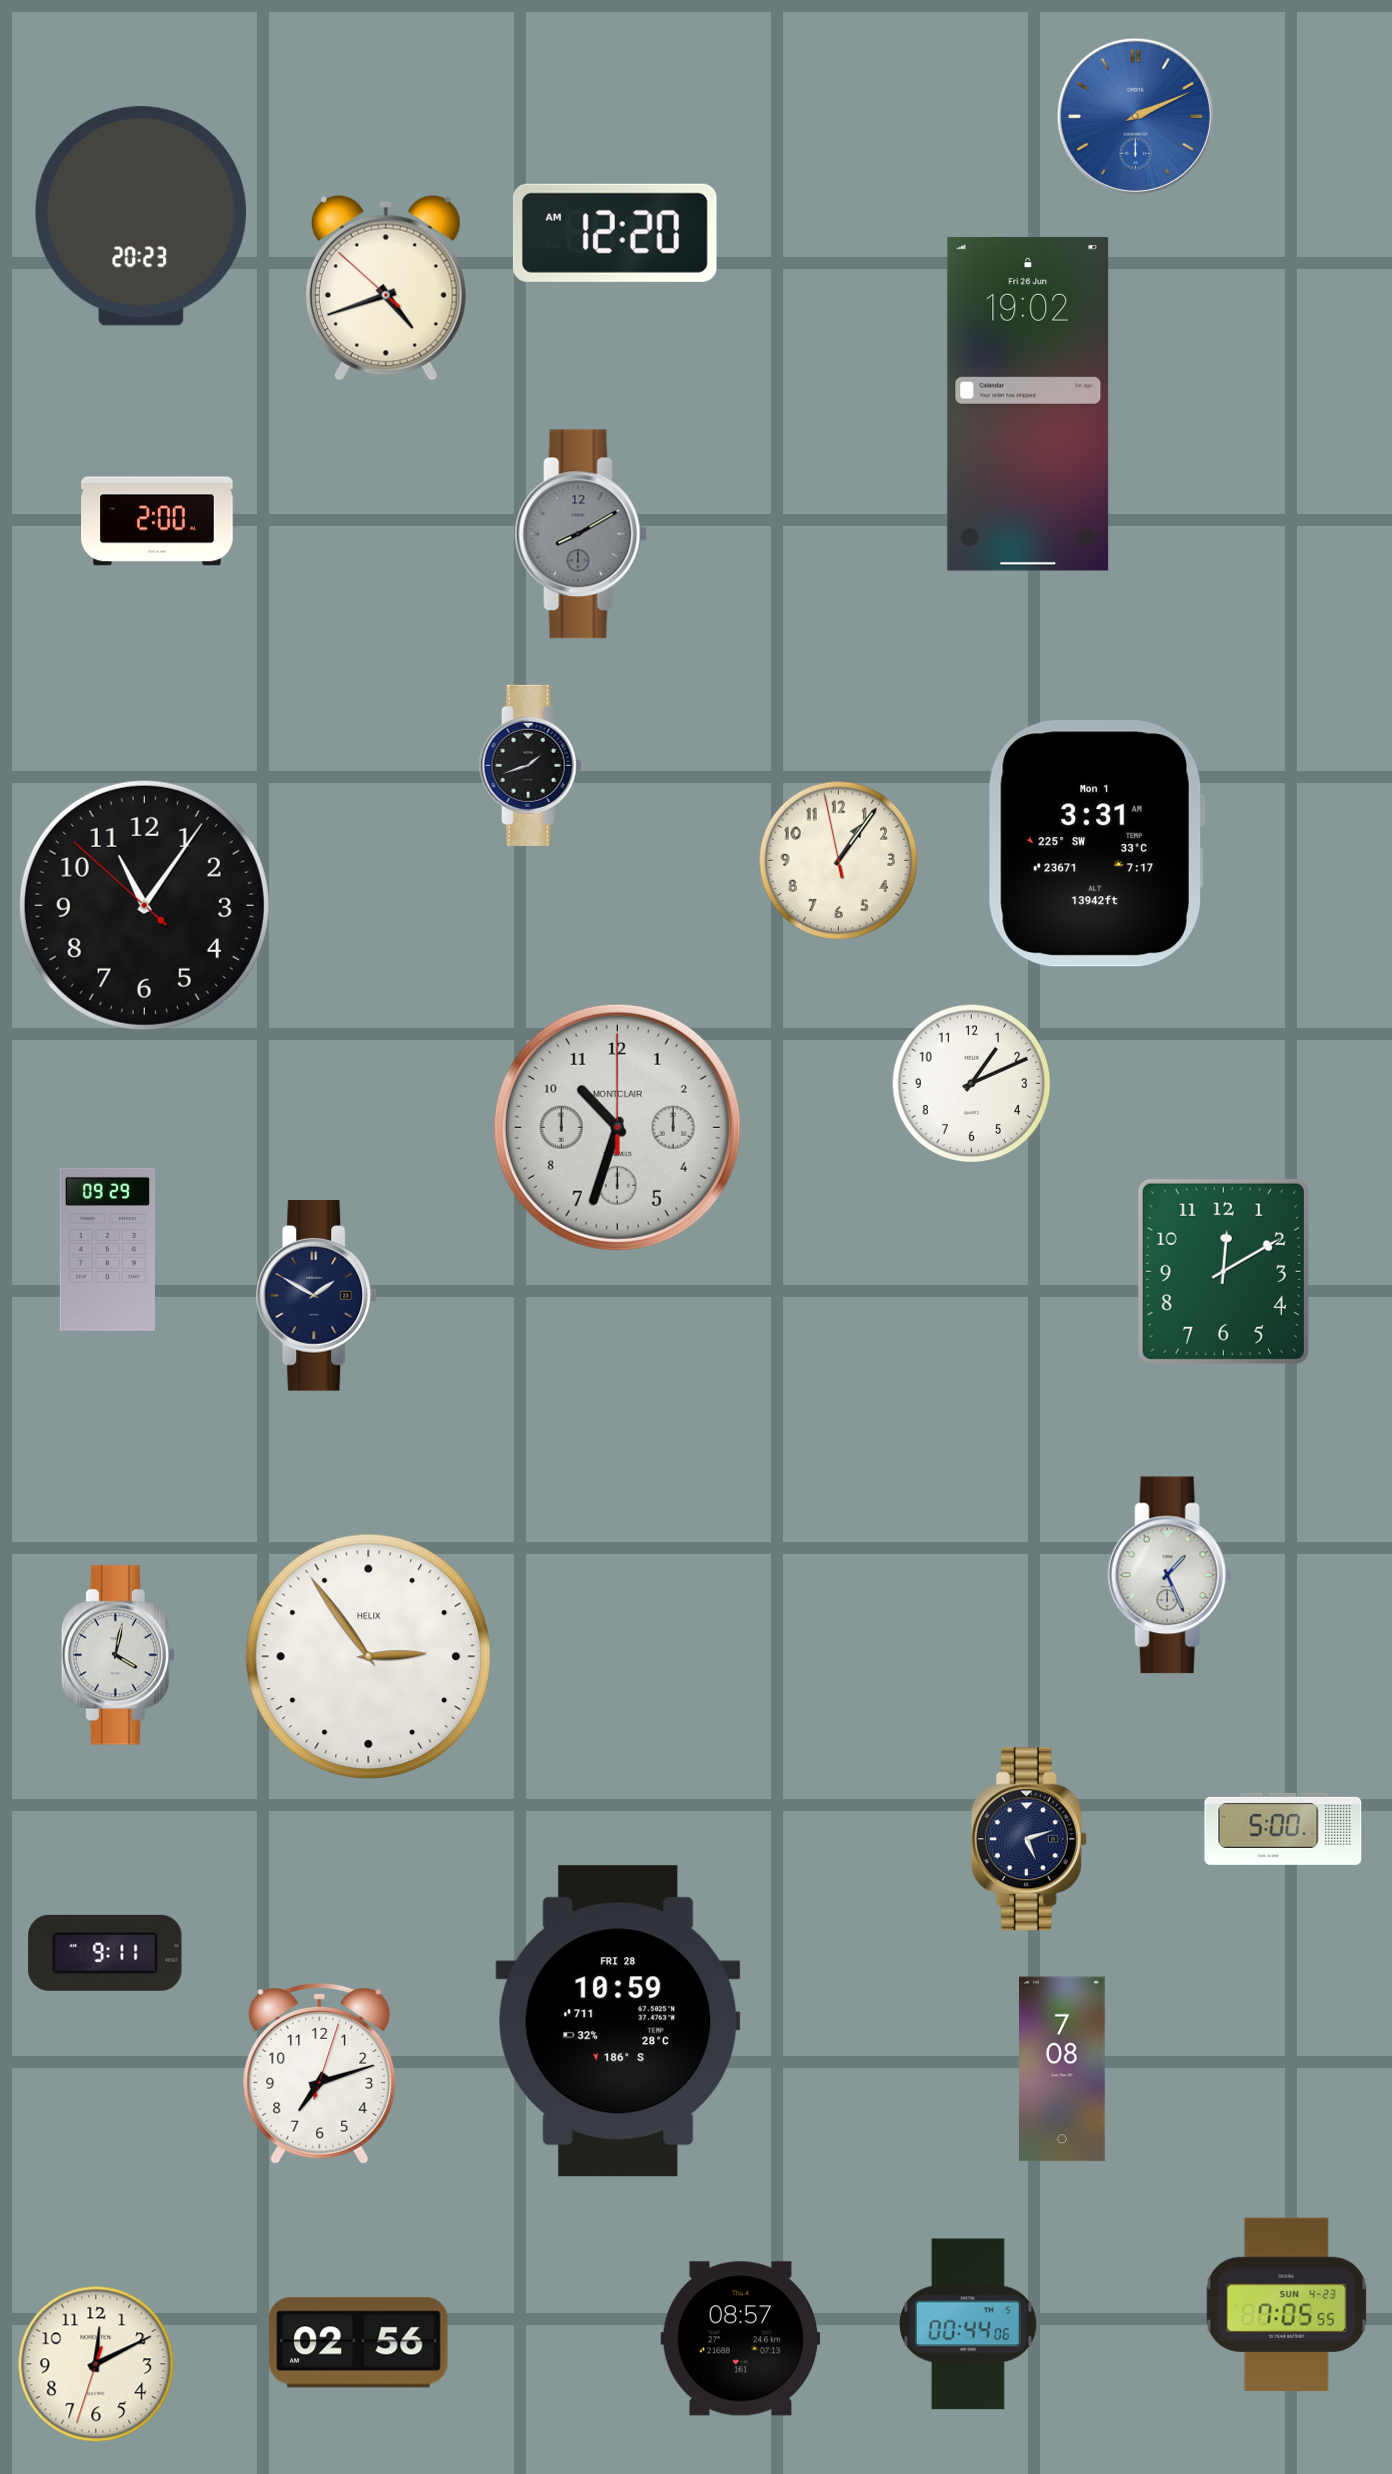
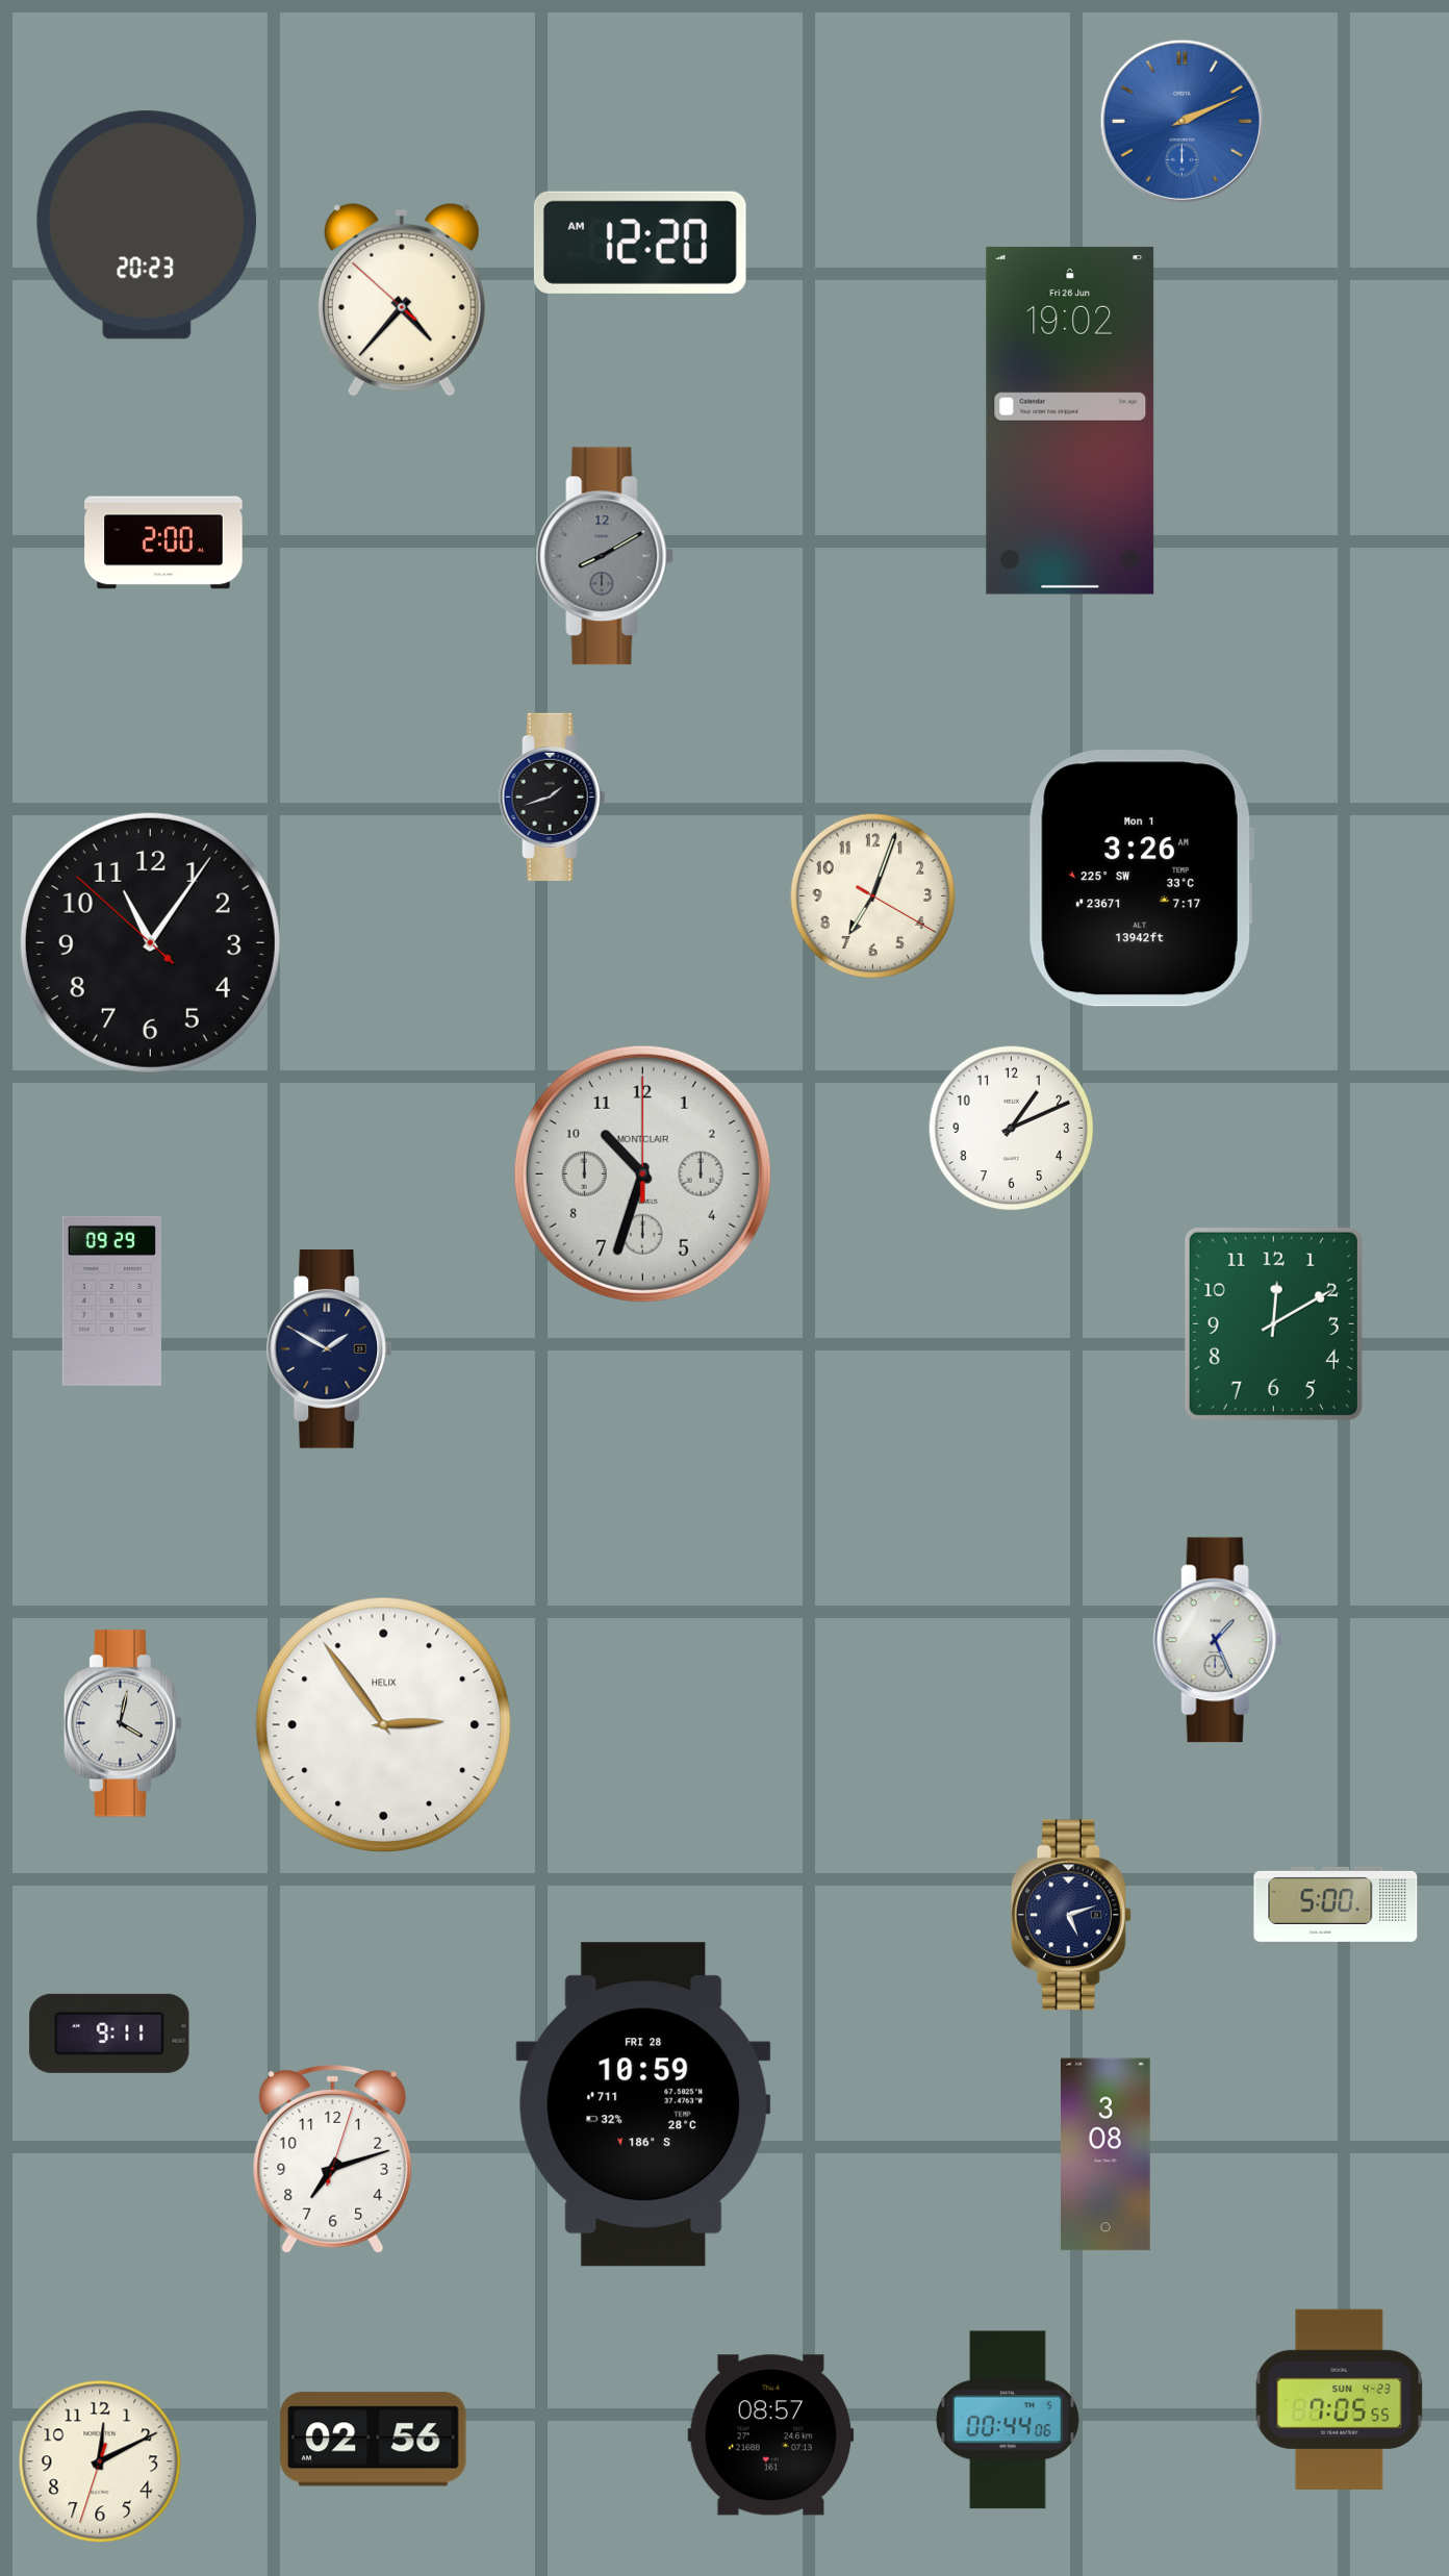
clock at (386, 288): 4:41 -> 4:36
clock at (1096, 844): 3:31 -> 3:26
clock at (839, 861): 1:05 -> 7:03
clock at (1063, 2069): 7:08 -> 3:08
